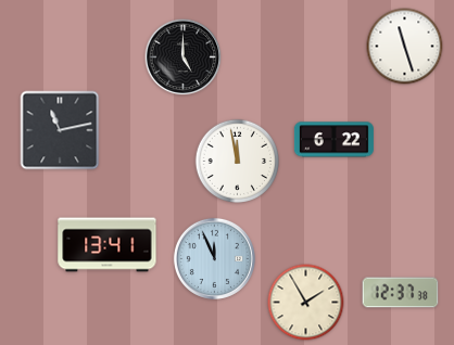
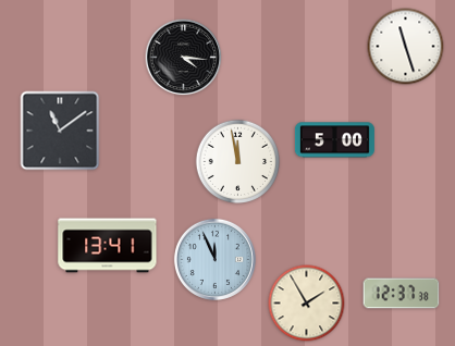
clock at (184, 58): 5:00 -> 4:16
clock at (60, 130): 11:13 -> 11:09
clock at (333, 140): 6:22 -> 5:00
